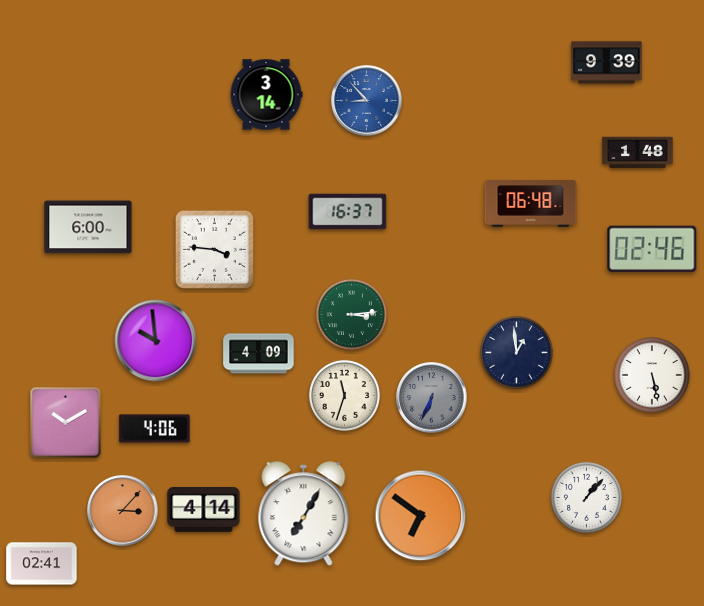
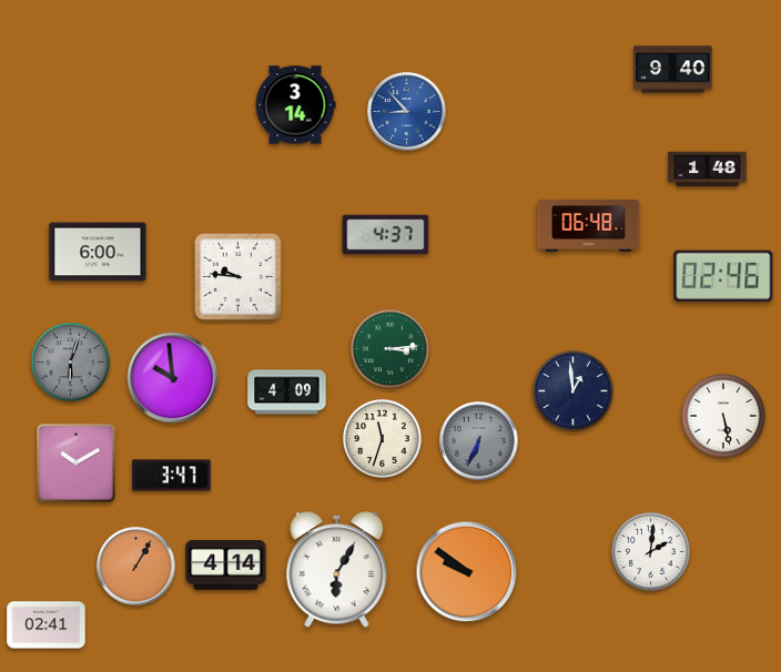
clock at (607, 63): 9:39 -> 9:40
clock at (348, 212): 16:37 -> 4:37
clock at (214, 249): 3:46 -> 9:46
clock at (70, 362): none -> 6:03
clock at (66, 423) position: (66, 423) -> (77, 464)
clock at (155, 429): 4:06 -> 3:47
clock at (586, 497): 1:07 -> 2:01
clock at (123, 511): 3:07 -> 1:05
clock at (304, 514): 7:05 -> 6:05
clock at (421, 516): 6:51 -> 9:51
